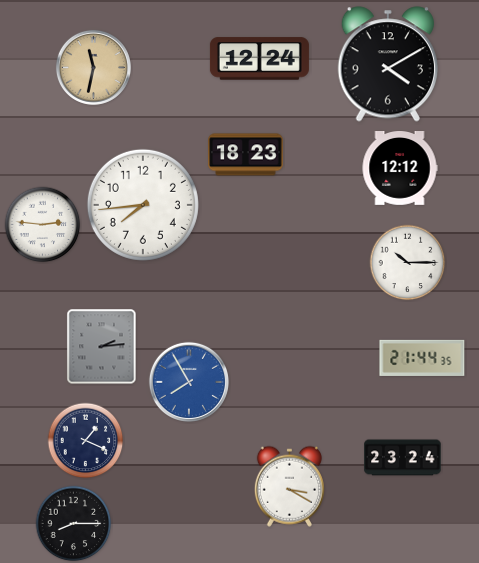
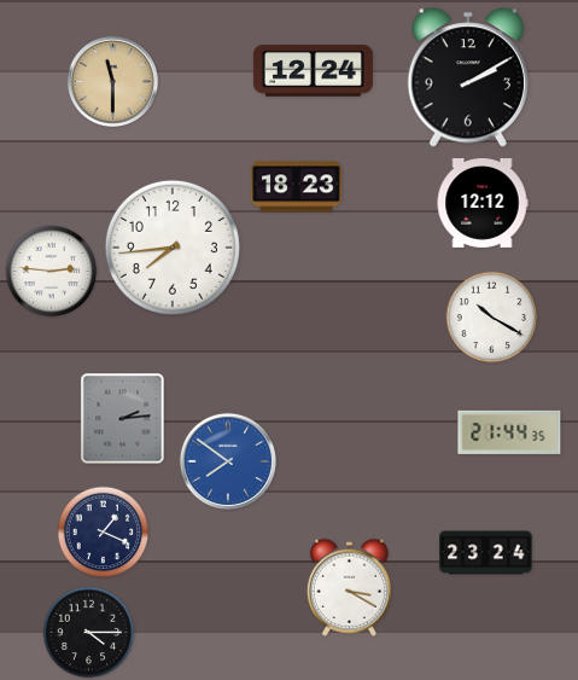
clock at (387, 64): 4:10 -> 2:10
clock at (93, 67): 11:32 -> 11:30
clock at (408, 263): 10:15 -> 10:20
clock at (189, 382): 7:55 -> 7:51
clock at (74, 524): 8:15 -> 4:15
